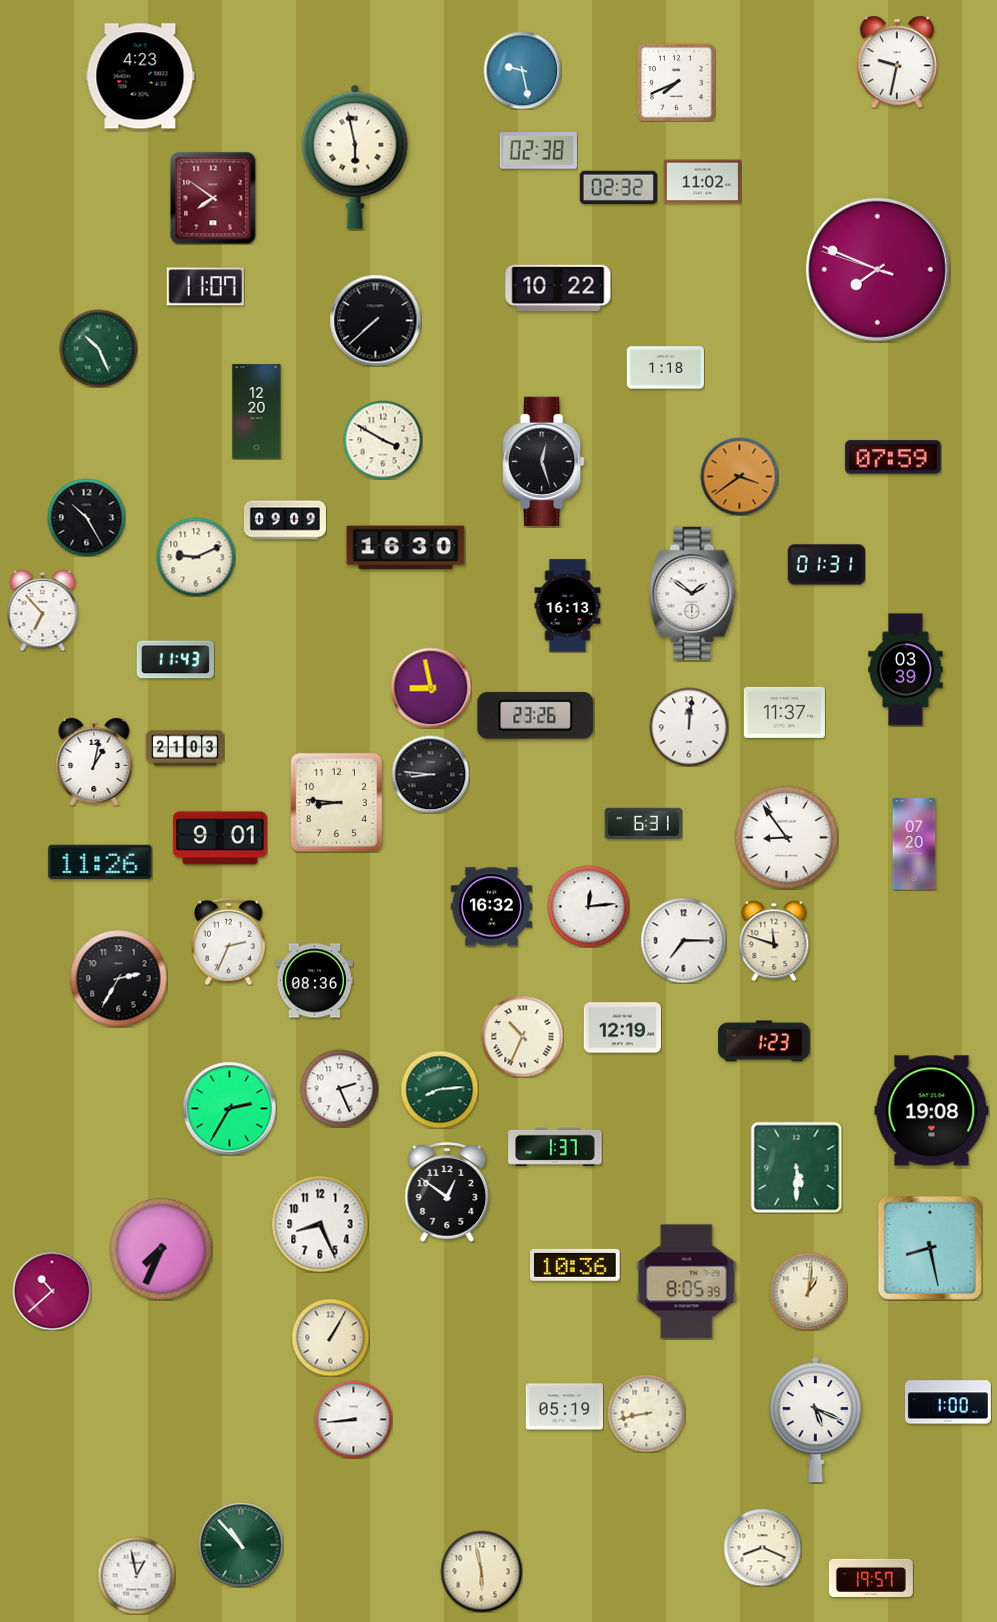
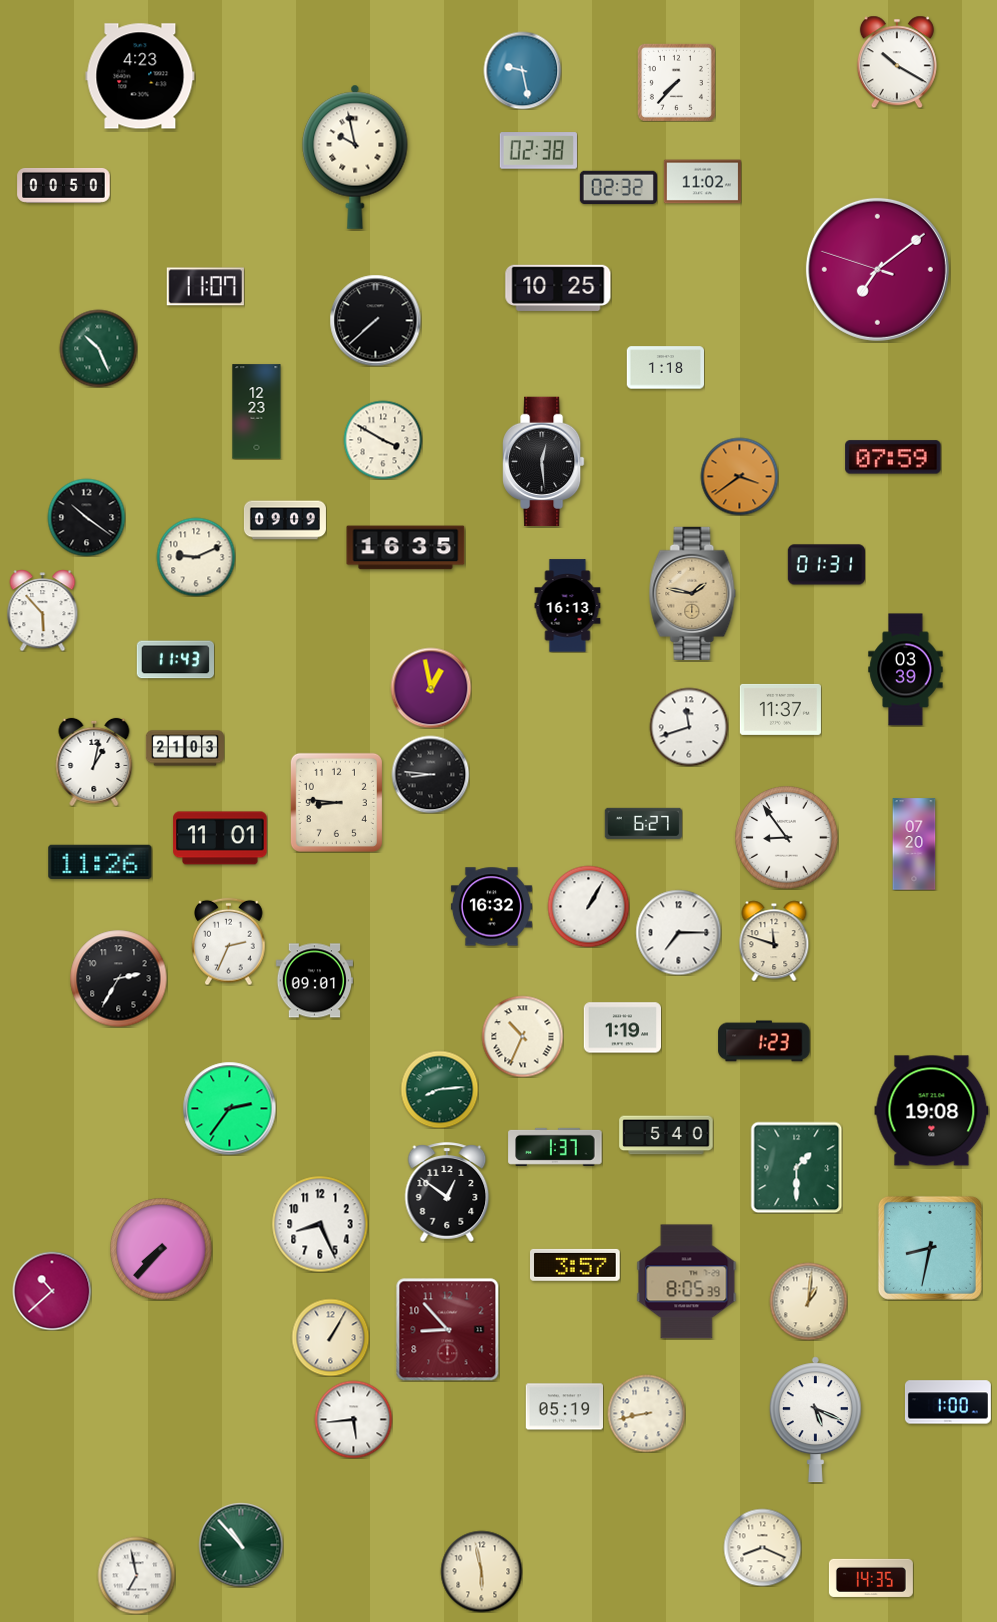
clock at (897, 62): 9:32 -> 10:20
clock at (676, 82): 7:41 -> 7:37
clock at (355, 157): 5:58 -> 9:58
clock at (64, 185): none -> 00:50
clock at (213, 198): 7:51 -> none
clock at (877, 269): 7:48 -> 7:08
clock at (558, 288): 10:22 -> 10:25
clock at (257, 412): 12:20 -> 12:23
clock at (544, 462): 12:27 -> 12:29
clock at (86, 517): 10:25 -> 10:21
clock at (406, 548): 16:30 -> 16:35
clock at (693, 593): 1:51 -> 1:47
clock at (693, 593) dial: white -> champagne
clock at (43, 610): 6:53 -> 5:53
clock at (431, 688): 8:58 -> 12:58
clock at (784, 712) position: (784, 712) -> (780, 709)
clock at (536, 715): 23:26 -> none
clock at (689, 727): 12:01 -> 11:42
clock at (643, 823): 6:31 -> 6:27
clock at (220, 838): 9:01 -> 11:01
clock at (588, 906): 12:14 -> 1:05
clock at (683, 940) position: (683, 940) -> (678, 932)
clock at (314, 981): 08:36 -> 09:01
clock at (622, 1028): 12:19 -> 1:19
clock at (339, 1088): 2:26 -> none
clock at (229, 1108): 2:35 -> 2:36
clock at (666, 1135): none -> 5:40
clock at (796, 1167): 5:30 -> 1:30
clock at (930, 1248): 8:28 -> 8:32
clock at (161, 1249): 7:34 -> 7:37
clock at (576, 1265): 10:36 -> 3:57
clock at (808, 1291) position: (808, 1291) -> (808, 1301)
clock at (447, 1329): none -> 8:53
clock at (353, 1419): 8:44 -> 5:44
clock at (136, 1575): 12:58 -> 6:58
clock at (871, 1578): 19:57 -> 14:35
